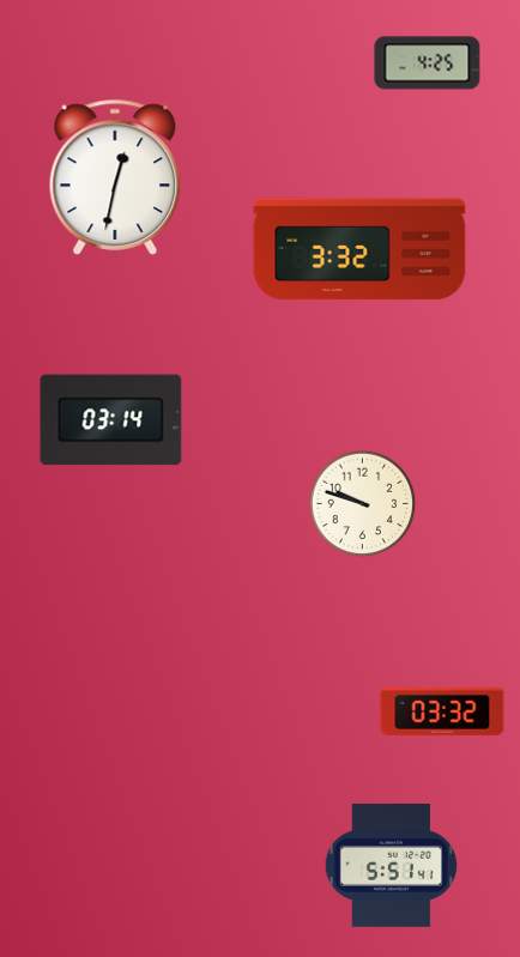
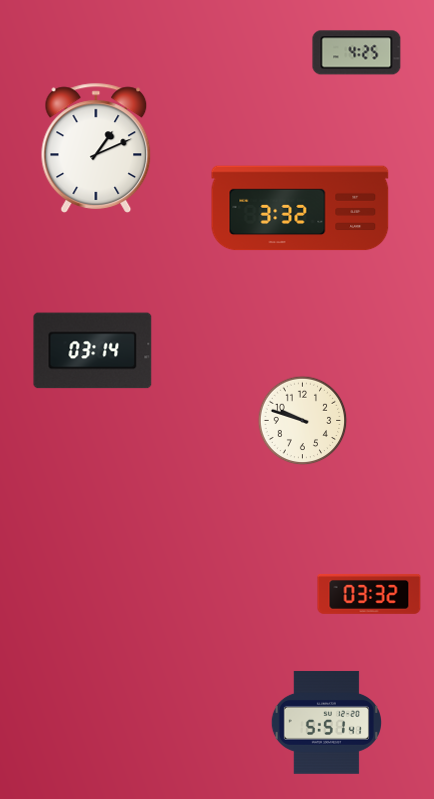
clock at (115, 177): 12:32 -> 1:11
